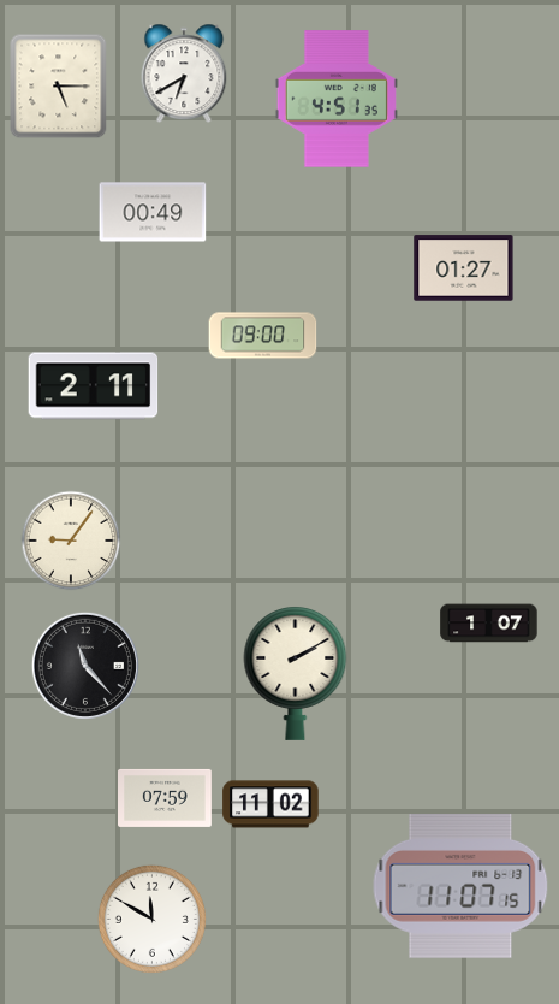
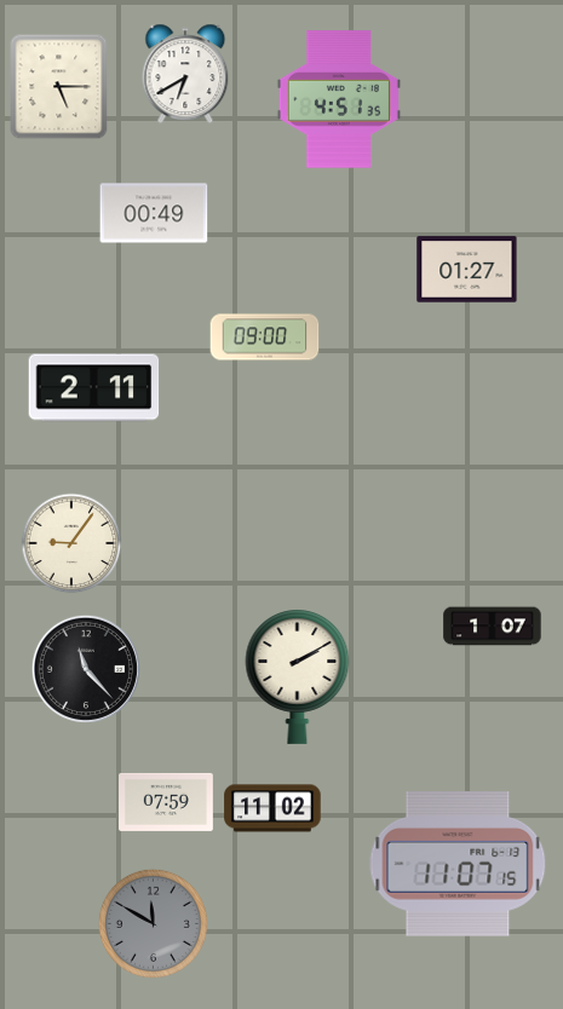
clock at (460, 887) position: (460, 887) -> (458, 865)
clock at (151, 919) dial: white -> grey
